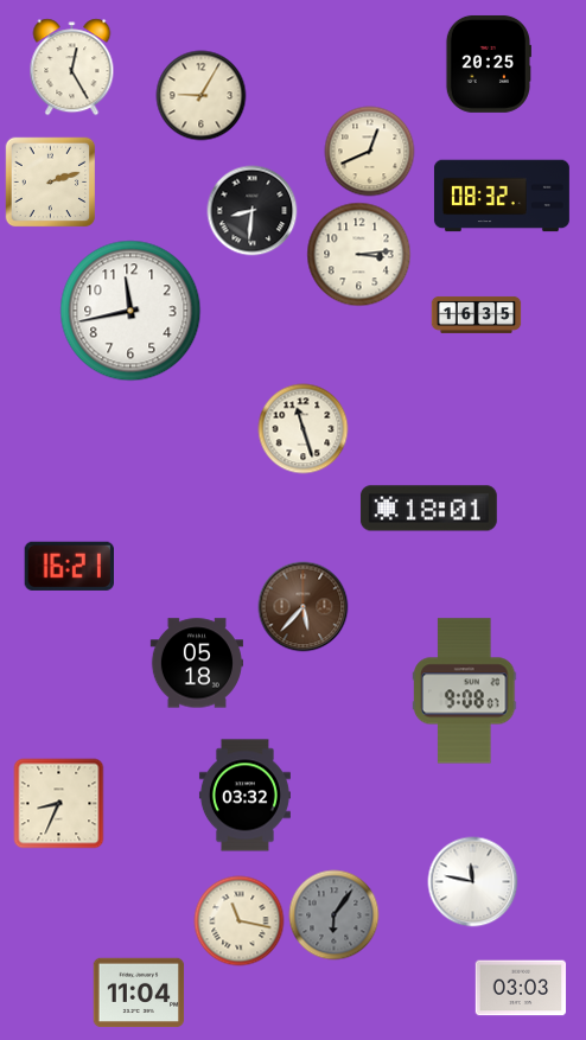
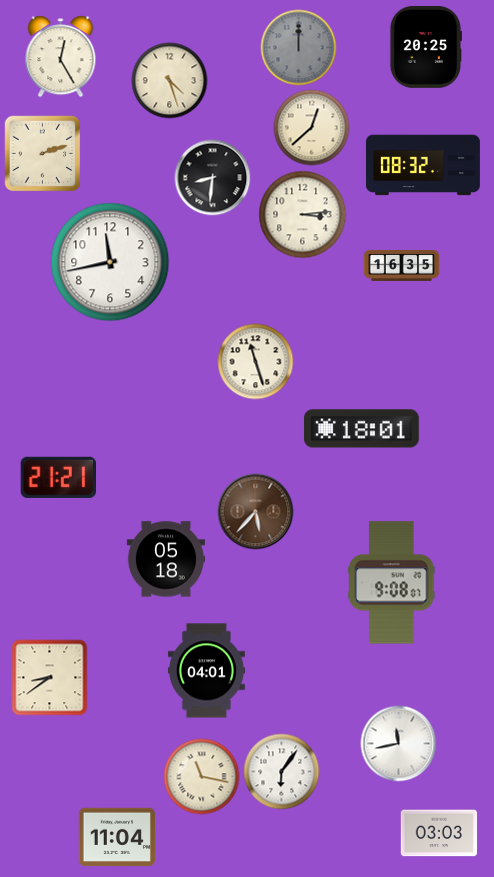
clock at (299, 48): none -> 12:00
clock at (488, 64) position: (488, 64) -> (425, 47)
clock at (202, 96): 9:05 -> 4:27
clock at (370, 152): 12:41 -> 12:38
clock at (69, 566): 16:21 -> 21:21
clock at (244, 796): 03:32 -> 04:01
clock at (59, 804): 8:34 -> 8:39
clock at (473, 882): 11:47 -> 11:43
clock at (335, 915) dial: grey -> white
